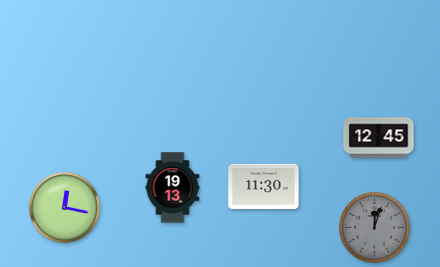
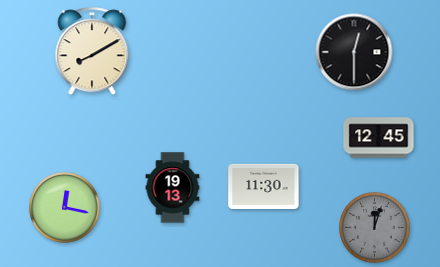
clock at (92, 52): none -> 8:10
clock at (354, 52): none -> 12:30
